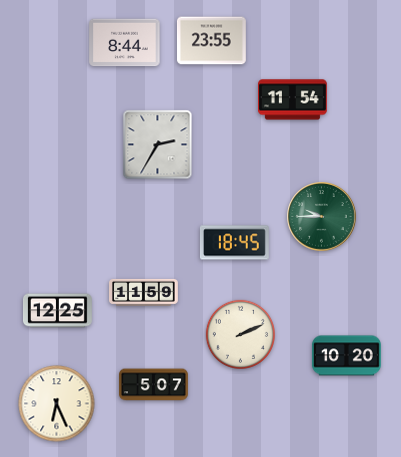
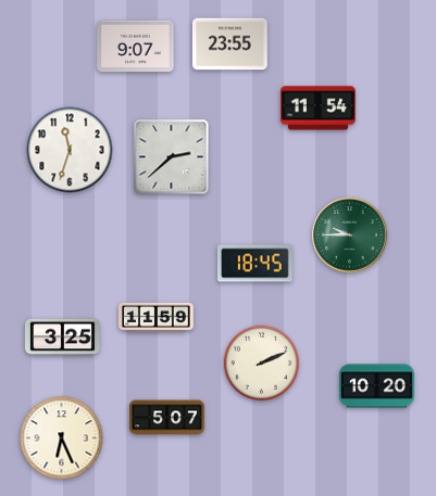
clock at (125, 43): 8:44 -> 9:07
clock at (70, 150): none -> 11:33
clock at (158, 145): 2:35 -> 2:38
clock at (58, 311): 12:25 -> 3:25
